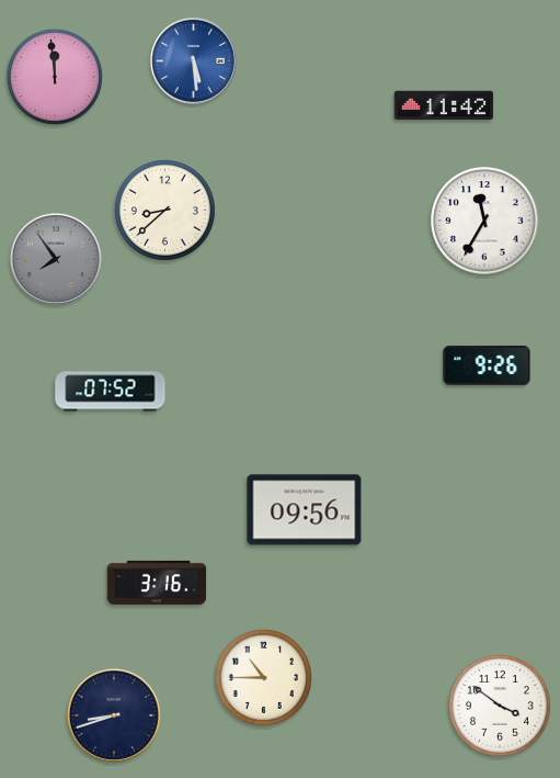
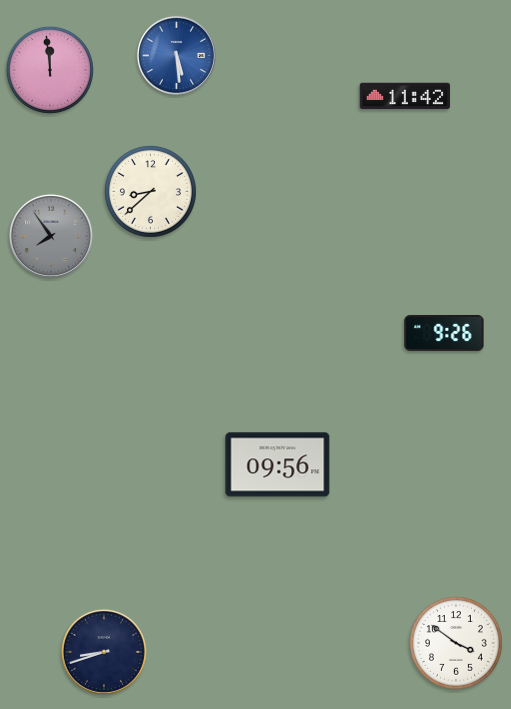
clock at (484, 221): 11:35 -> none
clock at (111, 392): 07:52 -> none
clock at (157, 583): 3:16 -> none
clock at (263, 677): 10:45 -> none
